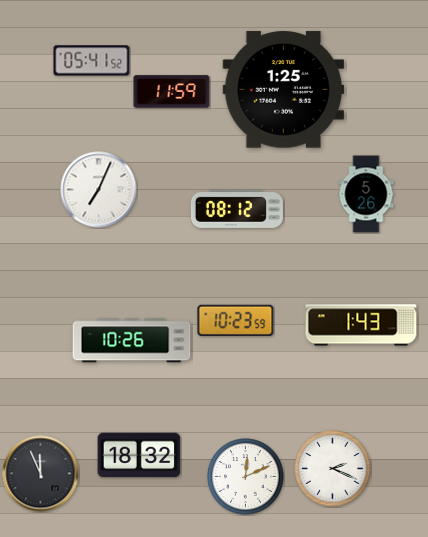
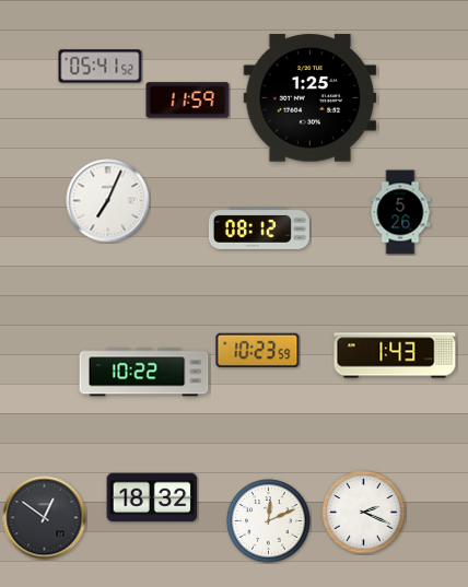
clock at (99, 190) position: (99, 190) -> (108, 201)
clock at (132, 341): 10:26 -> 10:22
clock at (41, 474): 11:56 -> 12:51
